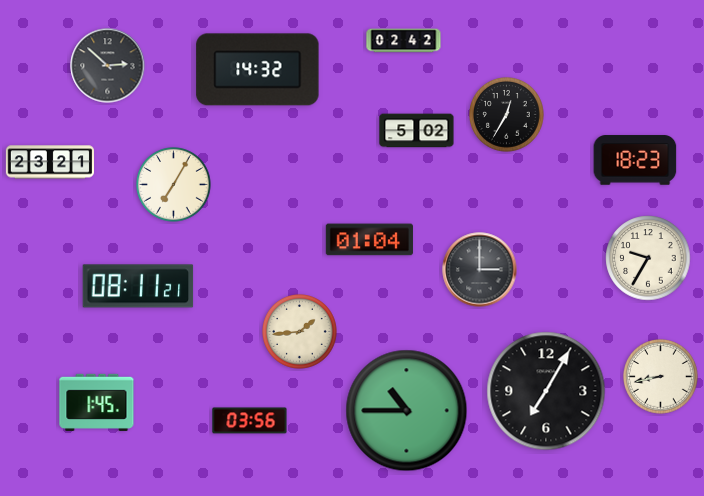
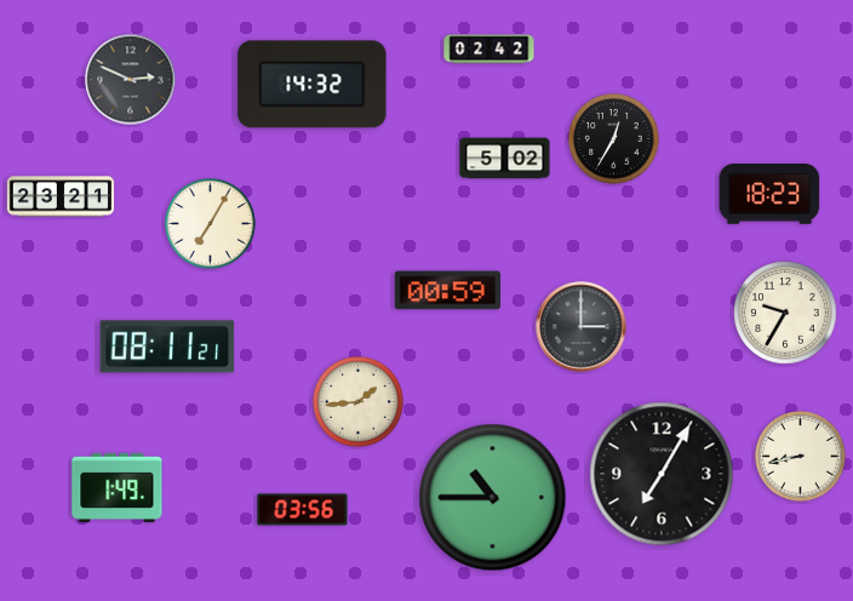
clock at (108, 66): 2:52 -> 2:49
clock at (369, 240): 01:04 -> 00:59
clock at (300, 332) position: (300, 332) -> (359, 402)
clock at (97, 402): 1:45 -> 1:49
